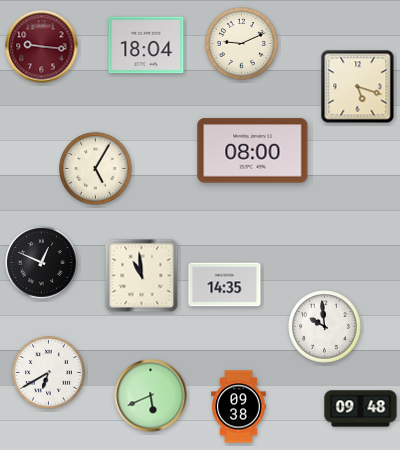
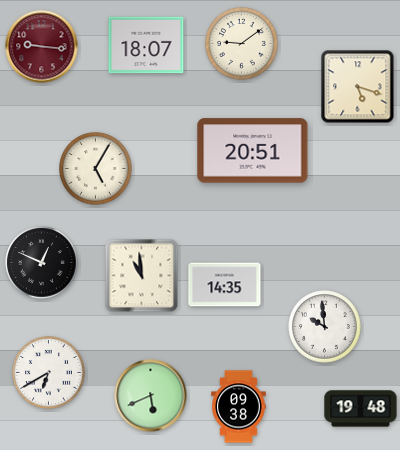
clock at (242, 44): 9:11 -> 9:09
clock at (146, 45): 18:04 -> 18:07
clock at (253, 151): 08:00 -> 20:51
clock at (361, 409): 09:48 -> 19:48
